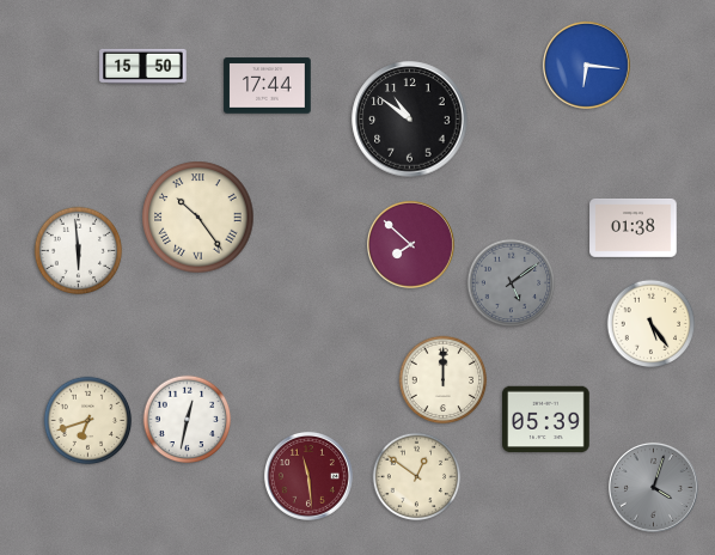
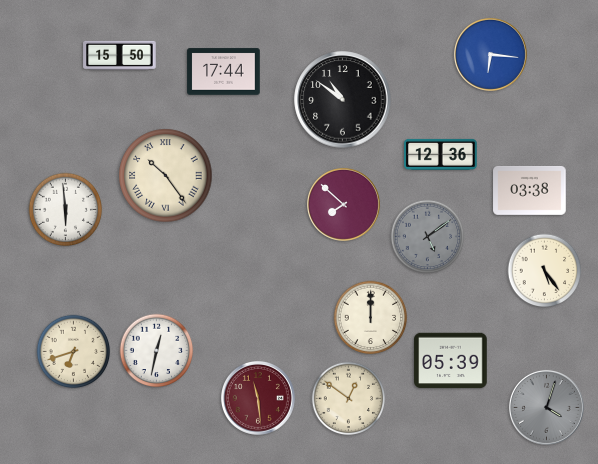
clock at (441, 154): none -> 12:36
clock at (198, 218) position: (198, 218) -> (166, 176)
clock at (634, 227): 01:38 -> 03:38
clock at (546, 420) position: (546, 420) -> (451, 361)
